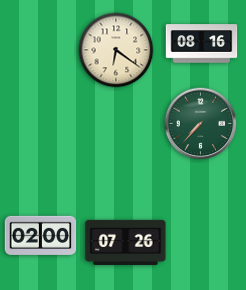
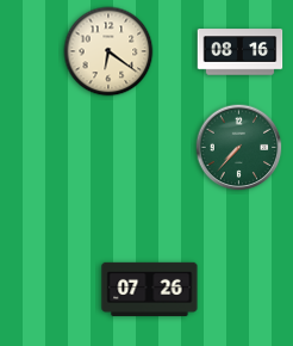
clock at (116, 50) position: (116, 50) -> (108, 51)
clock at (41, 235): 02:00 -> none
